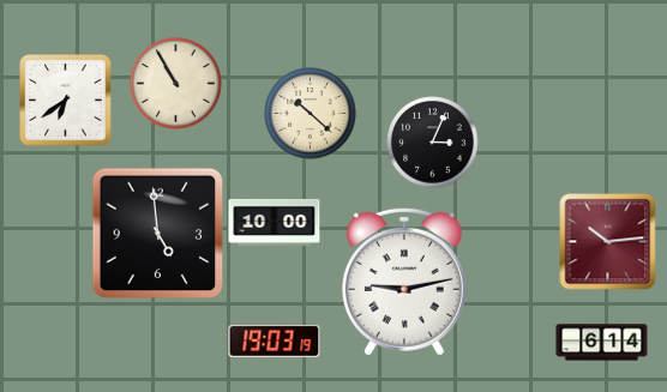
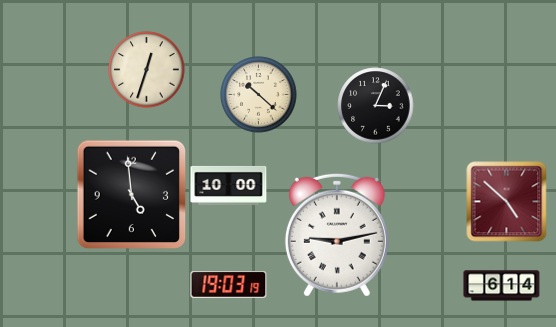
clock at (176, 84): 10:55 -> 12:33
clock at (66, 101): 6:39 -> none
clock at (433, 143) position: (433, 143) -> (376, 106)
clock at (608, 242): 10:14 -> 4:52
